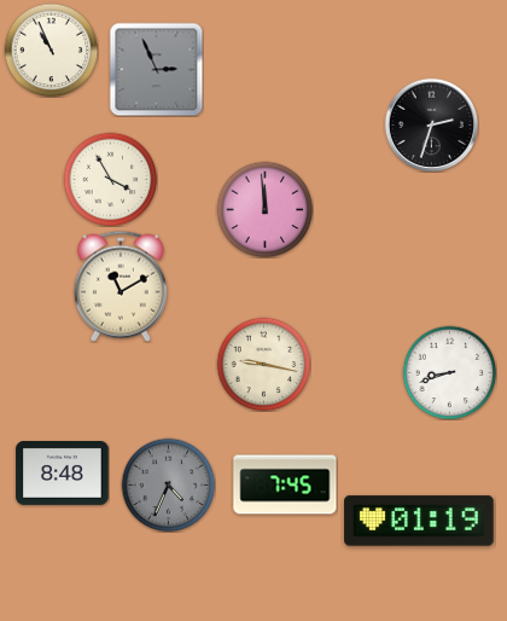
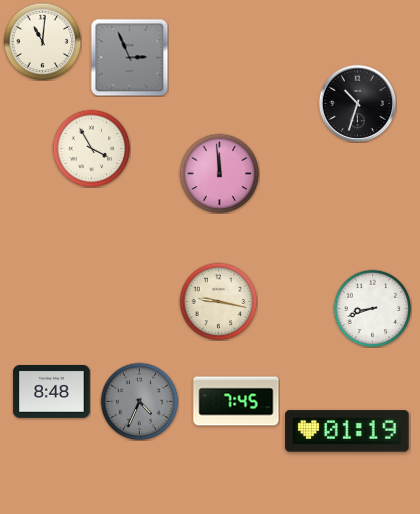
clock at (51, 50): 10:56 -> 11:01
clock at (431, 124): 2:33 -> 10:33
clock at (121, 286): 11:10 -> none
